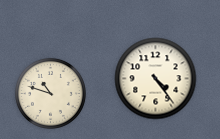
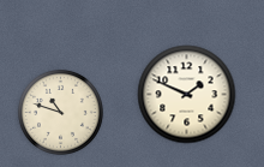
clock at (156, 79): 4:24 -> 1:49
